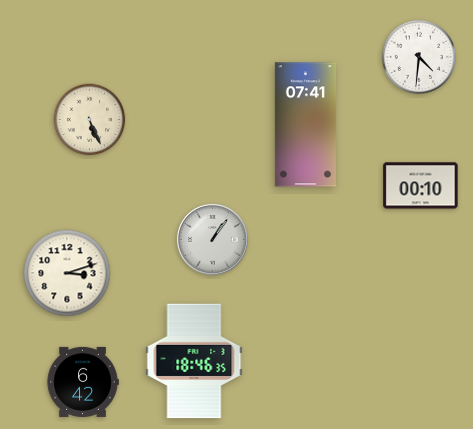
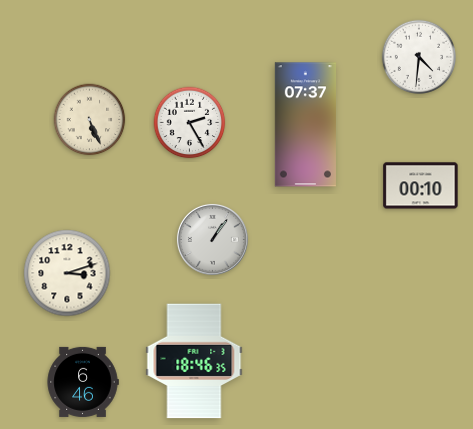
clock at (190, 123): none -> 2:25
clock at (305, 125): 07:41 -> 07:37
clock at (83, 382): 6:42 -> 6:46
